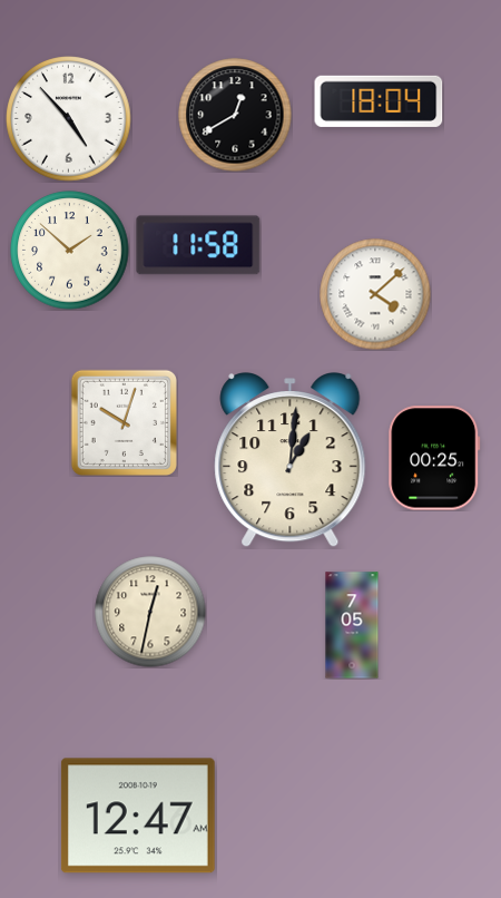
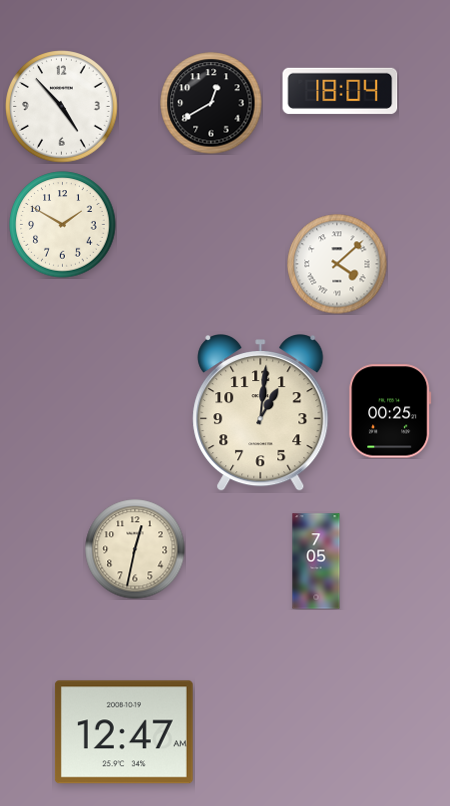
clock at (198, 245): 11:58 -> none
clock at (70, 251): 1:52 -> 1:50
clock at (124, 422): 10:03 -> none
